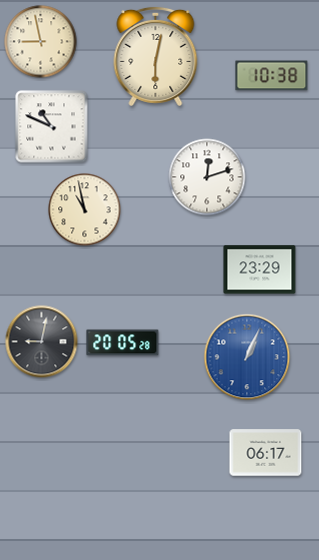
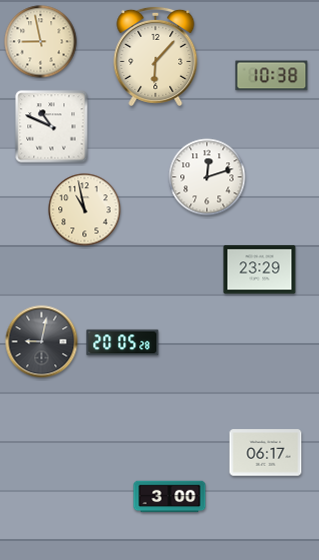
clock at (156, 56): 6:02 -> 6:07
clock at (247, 357): 1:04 -> none
clock at (170, 497): none -> 3:00
